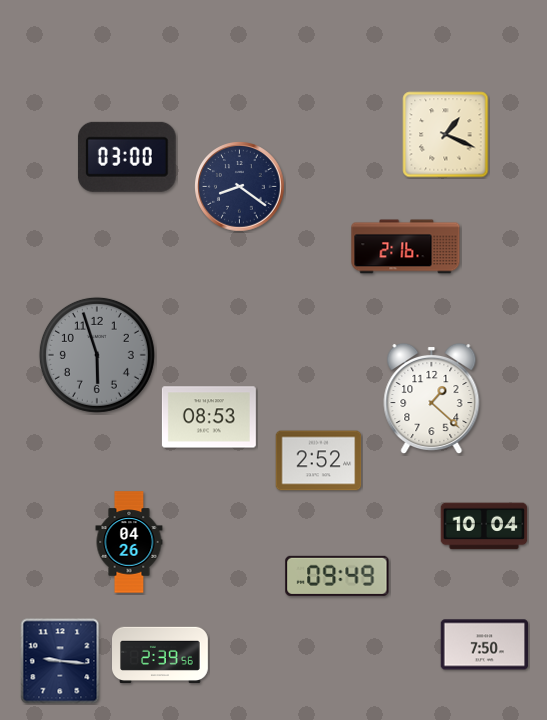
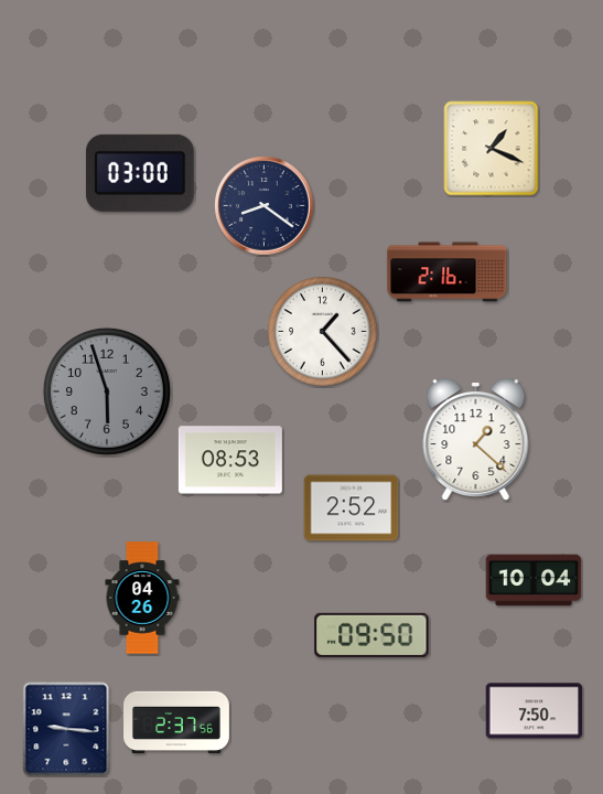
clock at (323, 332): none -> 1:23
clock at (337, 576): 09:49 -> 09:50
clock at (161, 655): 2:39 -> 2:37
